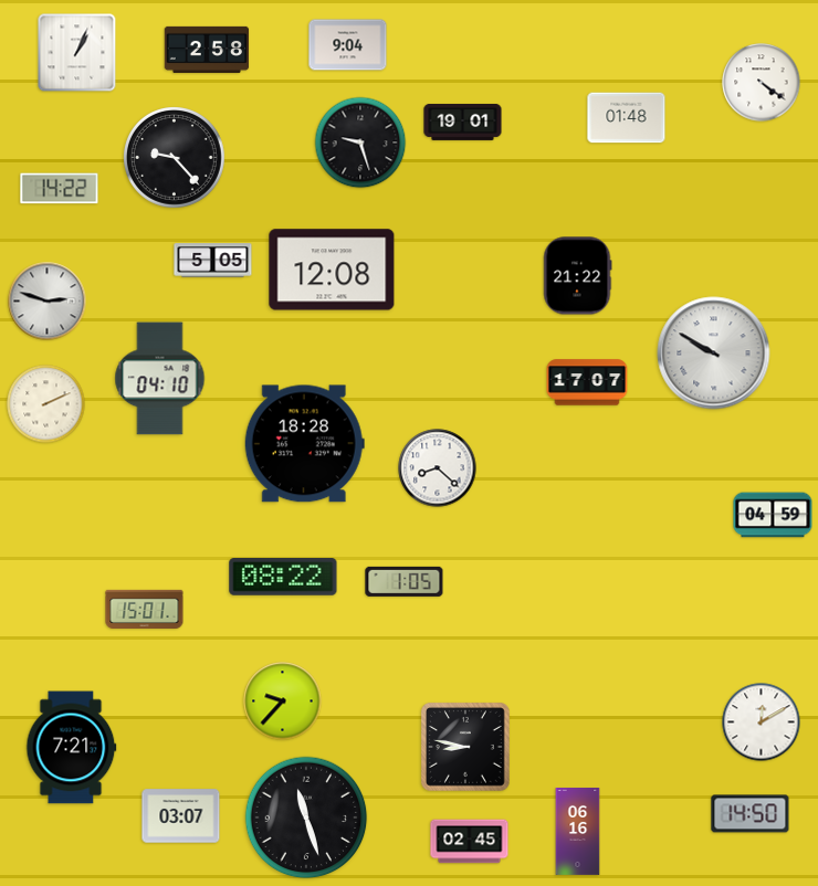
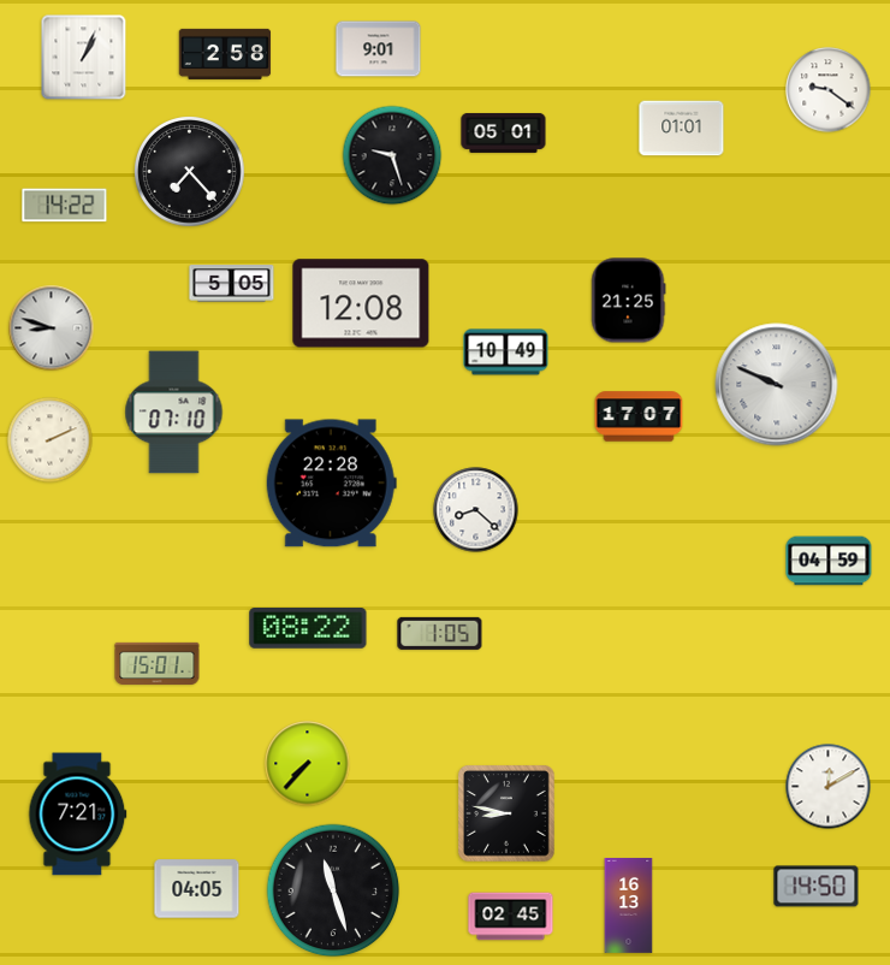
clock at (348, 45): 9:04 -> 9:01
clock at (762, 83): 4:21 -> 9:21
clock at (627, 118): 01:48 -> 01:01
clock at (463, 122): 19:01 -> 05:01
clock at (175, 158): 9:23 -> 7:23
clock at (332, 270) position: (332, 270) -> (361, 303)
clock at (577, 276): 21:22 -> 21:25
clock at (48, 302): 2:48 -> 8:48
clock at (506, 353): none -> 10:49
clock at (714, 354): 9:50 -> 9:49
clock at (160, 379): 04:10 -> 07:10
clock at (304, 444): 18:28 -> 22:28
clock at (773, 515) position: (773, 515) -> (829, 561)
clock at (283, 702): 9:37 -> 7:37
clock at (181, 816): 03:07 -> 04:05
clock at (578, 832): 06:16 -> 16:13
